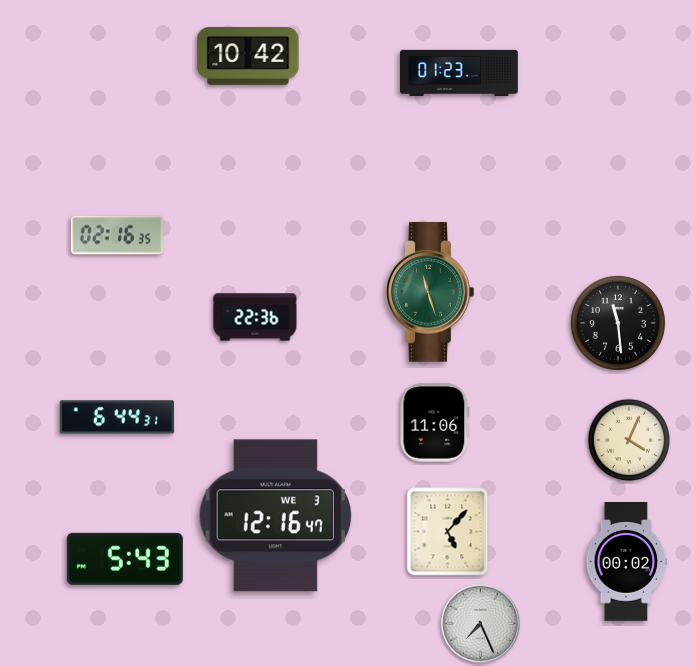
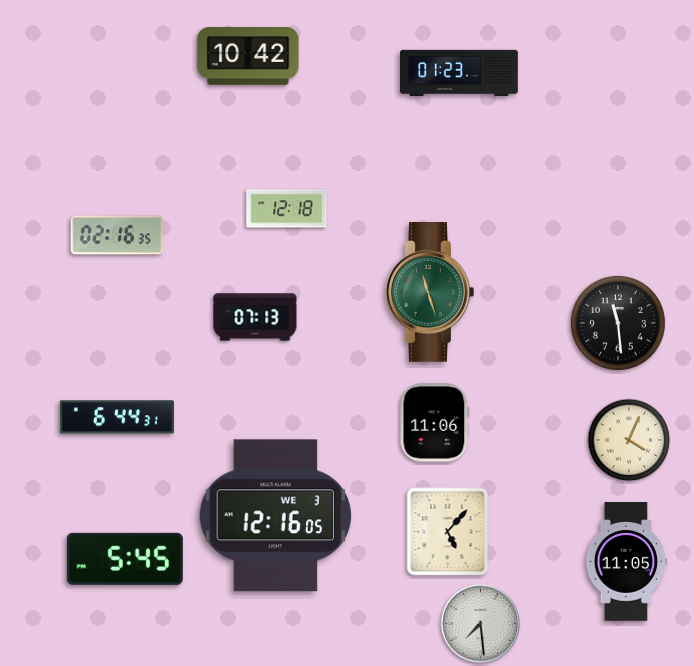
clock at (287, 209): none -> 12:18
clock at (255, 317): 22:36 -> 07:13
clock at (275, 516): 12:16:47 -> 12:16:05
clock at (125, 559): 5:43 -> 5:45
clock at (627, 562): 00:02 -> 11:05
clock at (480, 623): 7:26 -> 7:29
